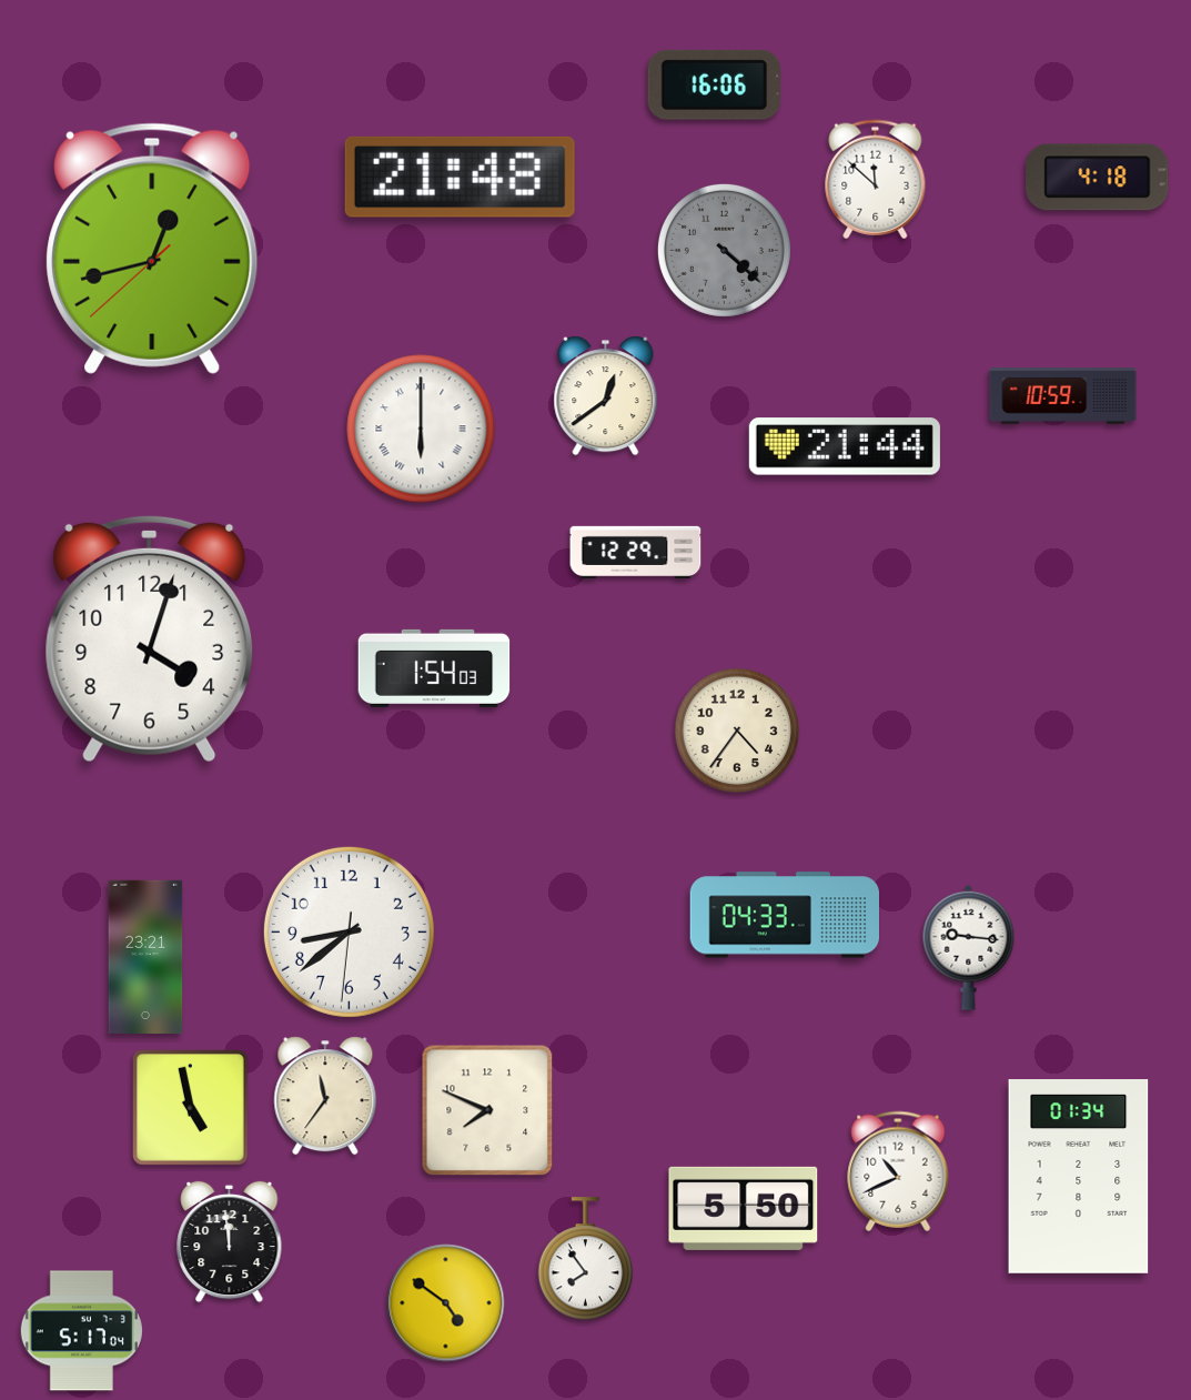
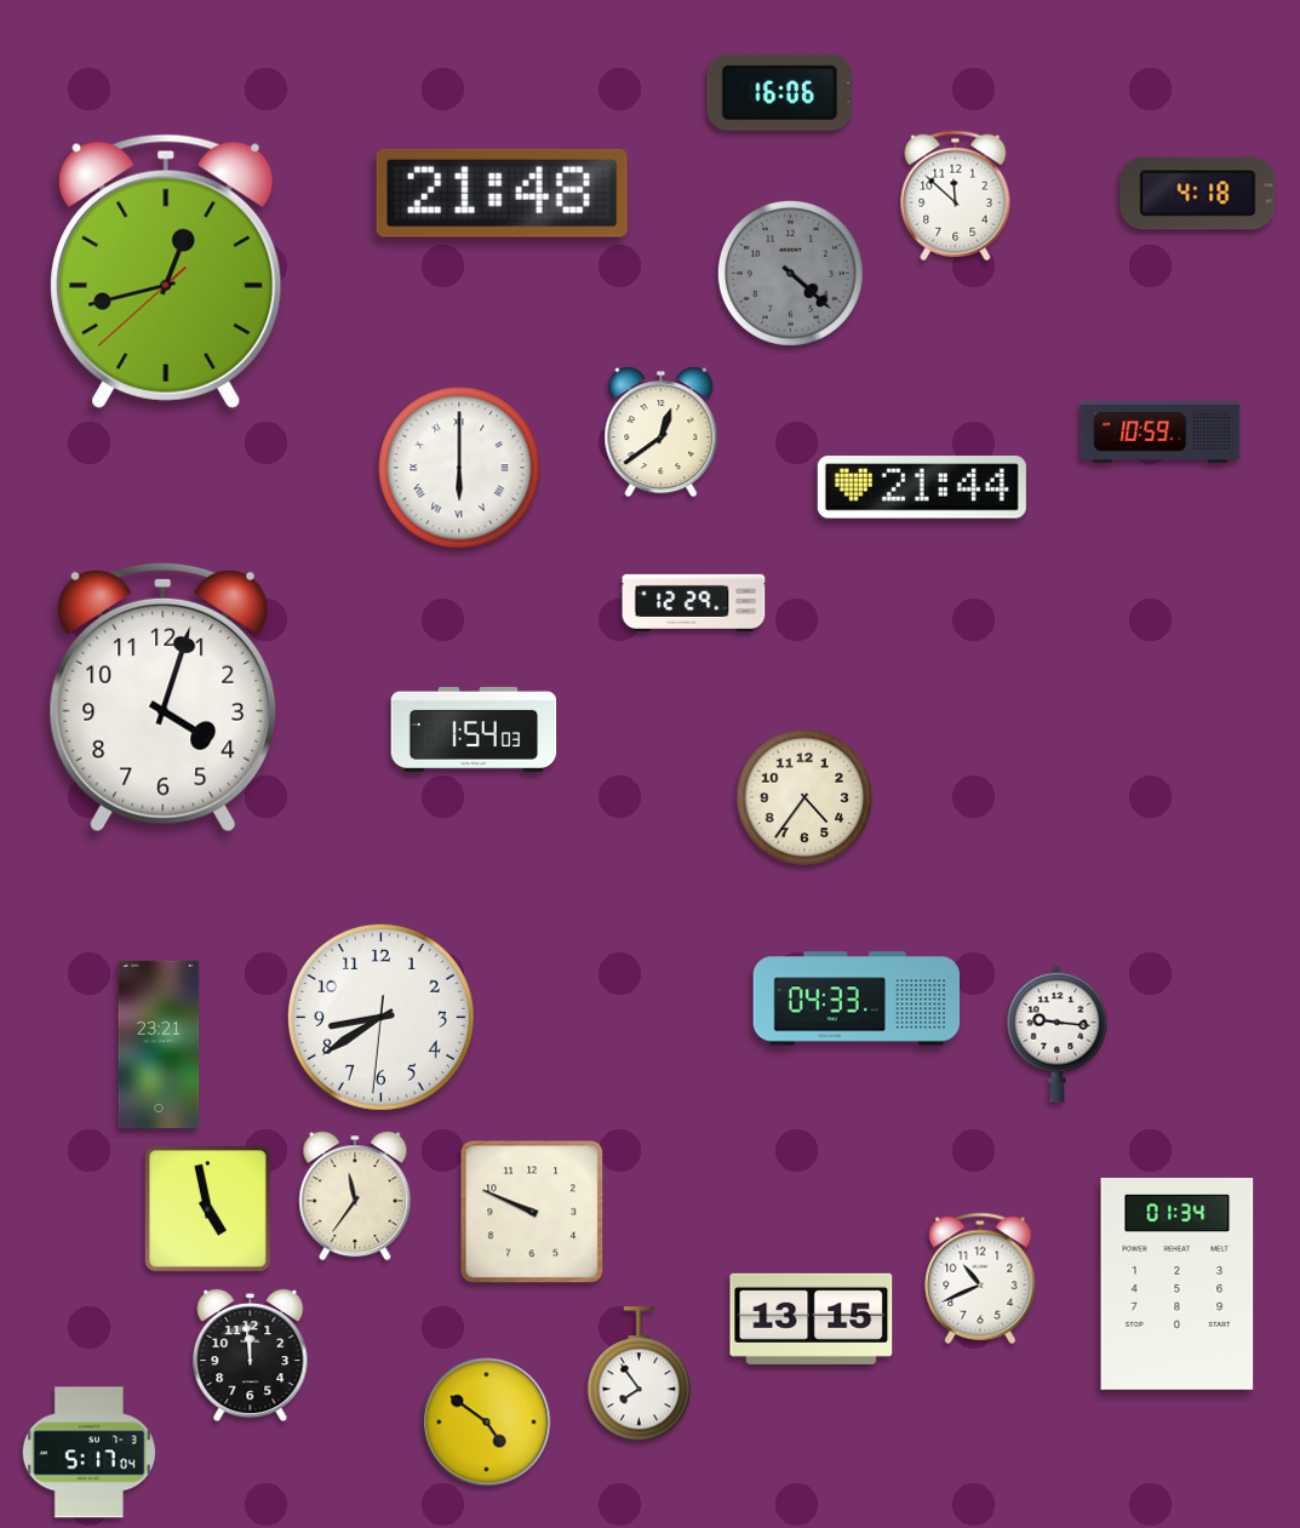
clock at (349, 931): 8:38 -> 8:39
clock at (487, 1110): 7:49 -> 9:49
clock at (744, 1208): 5:50 -> 13:15
